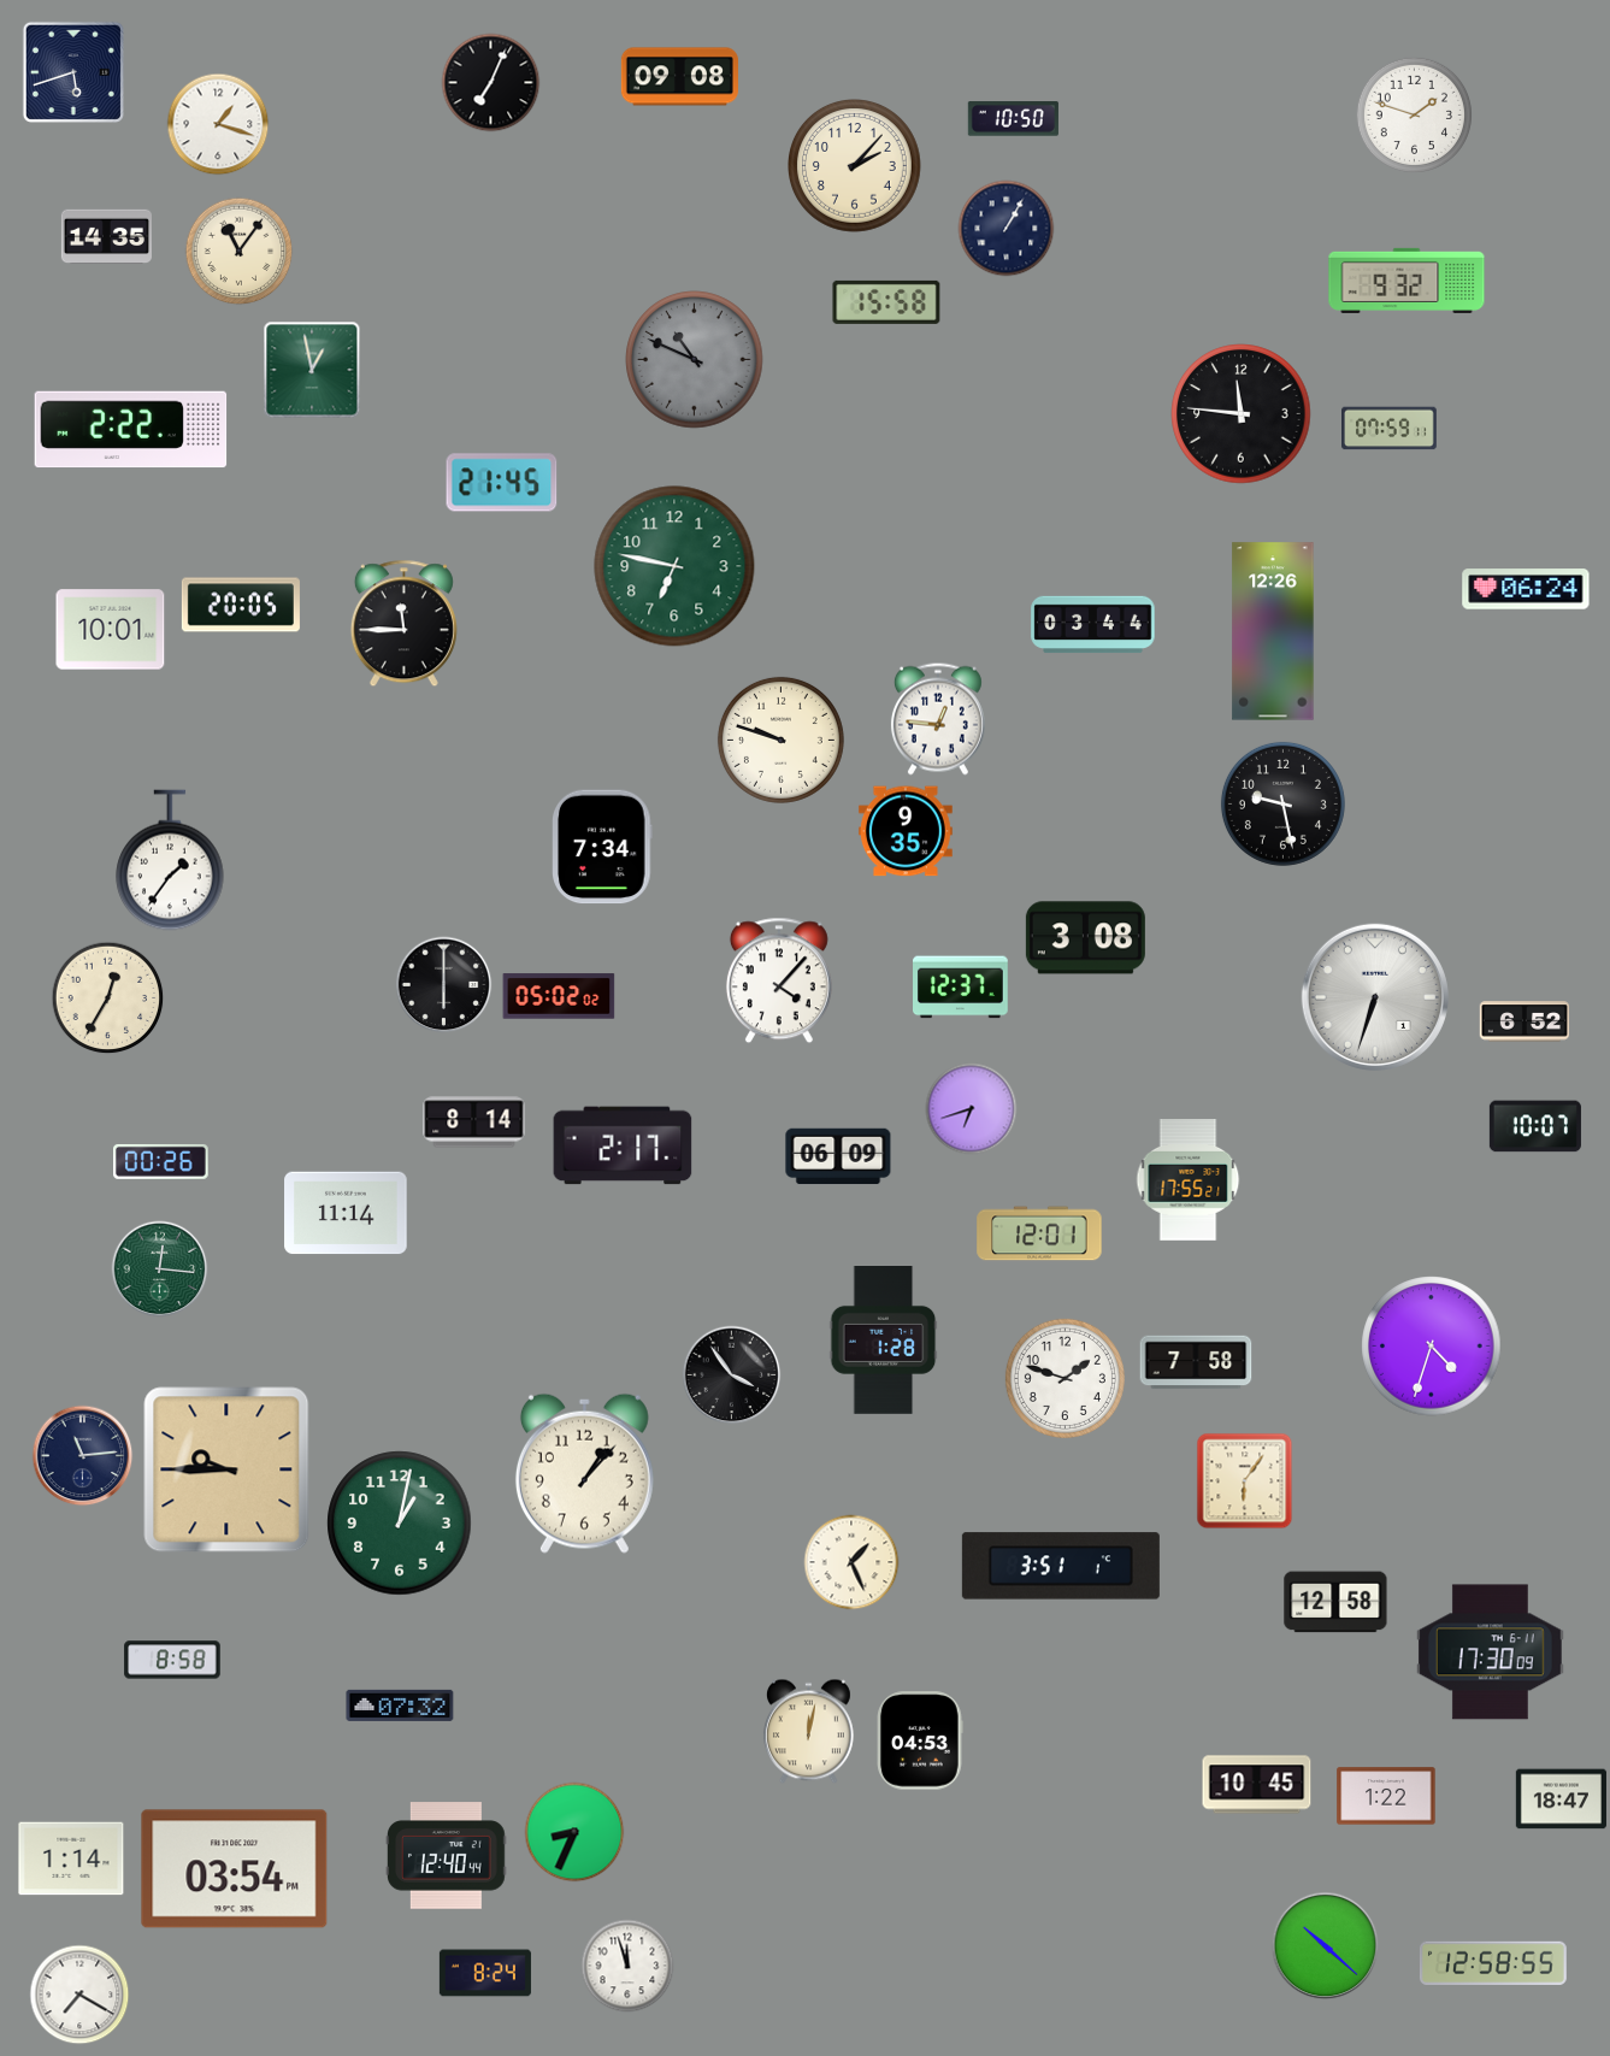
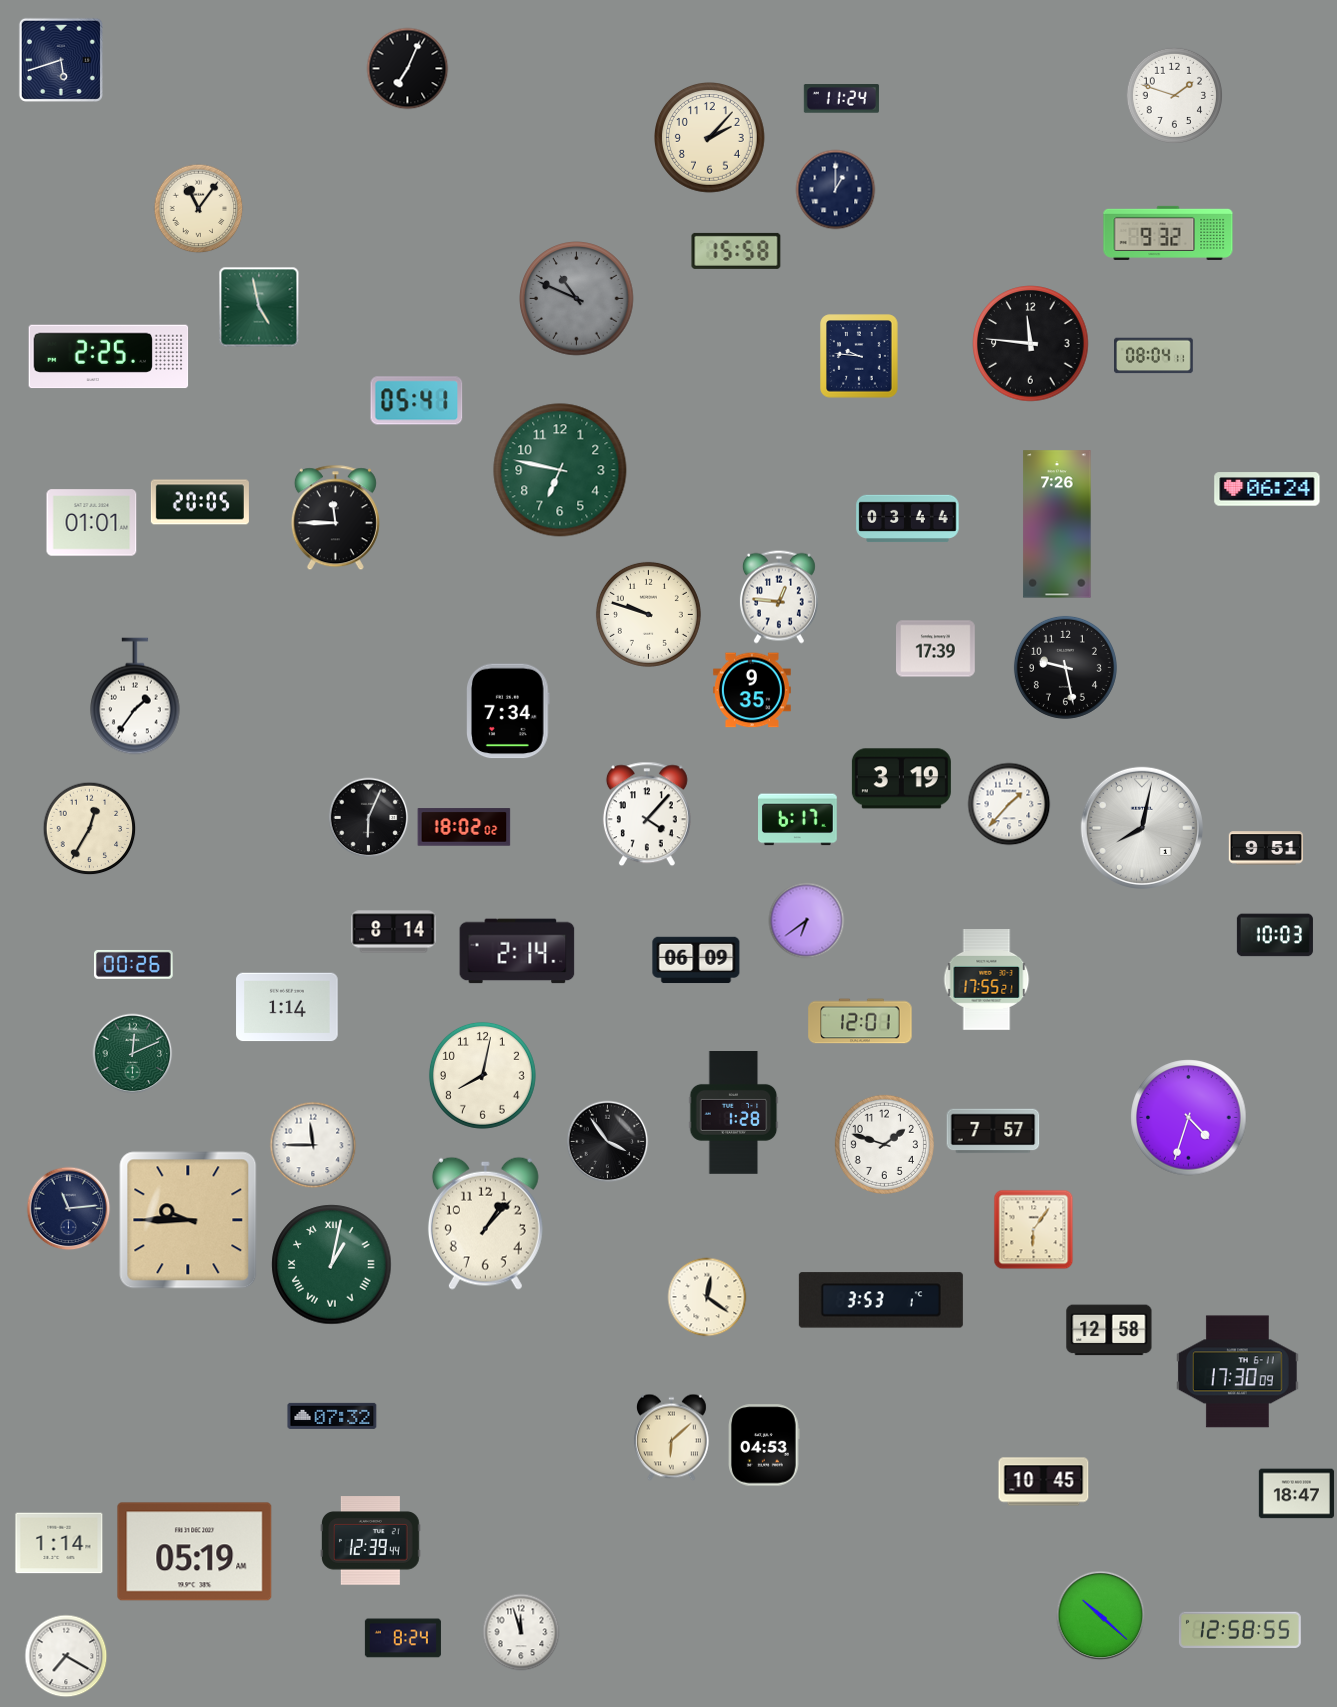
clock at (679, 77): 09:08 -> none
clock at (1013, 119): 10:50 -> 11:24
clock at (218, 124): 1:18 -> none
clock at (1007, 229): 1:05 -> 1:00
clock at (106, 237): 14:35 -> none
clock at (312, 370): 12:58 -> 4:58
clock at (859, 356): none -> 9:46
clock at (1390, 429): 07:59 -> 08:04
clock at (131, 430): 2:22 -> 2:25
clock at (502, 483): 21:45 -> 05:41
clock at (111, 630): 10:01 -> 01:01
clock at (1273, 631): 12:26 -> 7:26
clock at (936, 649): none -> 17:39
clock at (603, 847) position: (603, 847) -> (509, 711)
clock at (170, 860) position: (170, 860) -> (135, 696)
clock at (1085, 938): 3:08 -> 3:19
clock at (1009, 804): none -> 1:37
clock at (444, 985): 6:00 -> 6:04
clock at (961, 988): 12:37 -> 6:17
clock at (559, 996): 05:02 -> 18:02
clock at (1375, 997): 6:33 -> 8:02
clock at (1525, 1021): 6:52 -> 9:51
clock at (972, 1109): 6:42 -> 6:39
clock at (1535, 1126): 10:07 -> 10:03
clock at (623, 1145): 2:17 -> 2:14
clock at (346, 1213): 11:14 -> 1:14
clock at (1039, 1233) position: (1039, 1233) -> (860, 1021)
clock at (160, 1269): 12:16 -> 12:11
clock at (482, 1075): none -> 8:02
clock at (1196, 1362): 7:58 -> 7:57
clock at (313, 1145): none -> 11:45
clock at (400, 1524) numerals: Arabic -> Roman
clock at (851, 1562): 1:26 -> 12:21
clock at (1061, 1566): 3:51 -> 3:53
clock at (172, 1660): 8:58 -> none
clock at (808, 1732): 12:02 -> 6:08
clock at (1386, 1796): 1:22 -> none
clock at (574, 1832): 8:34 -> none
clock at (447, 1856): 12:40 -> 12:39
clock at (235, 1869): 03:54 -> 05:19
